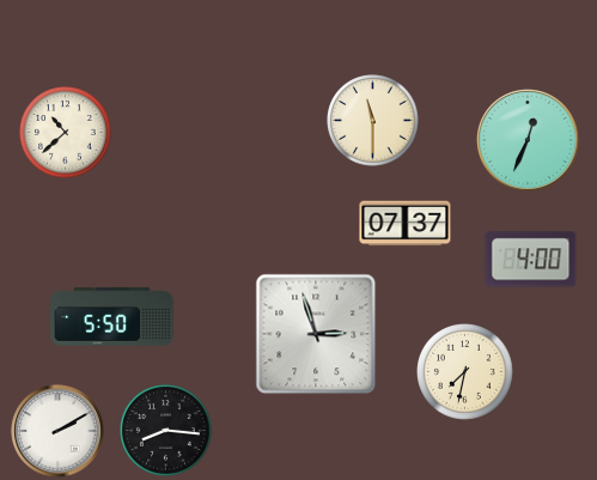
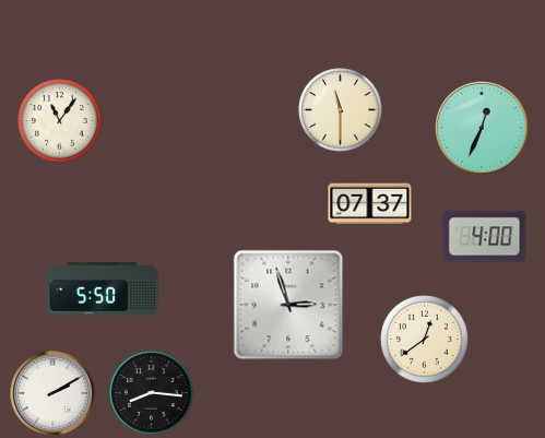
clock at (66, 133): 10:38 -> 11:06
clock at (465, 372): 7:32 -> 12:39
